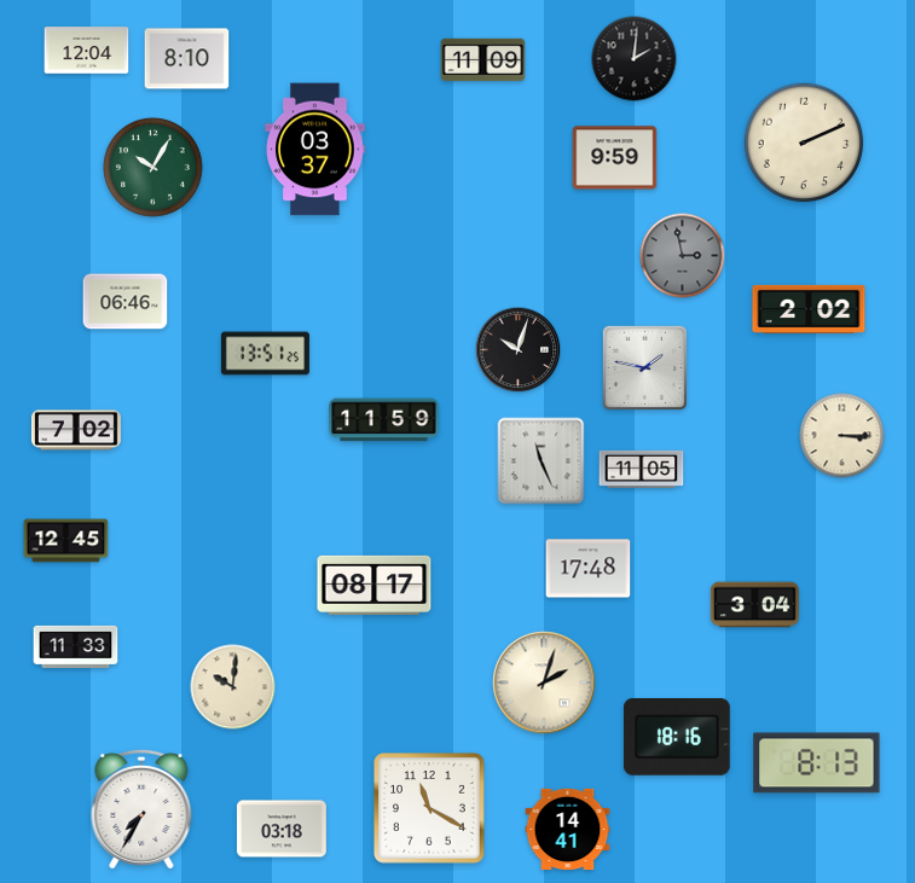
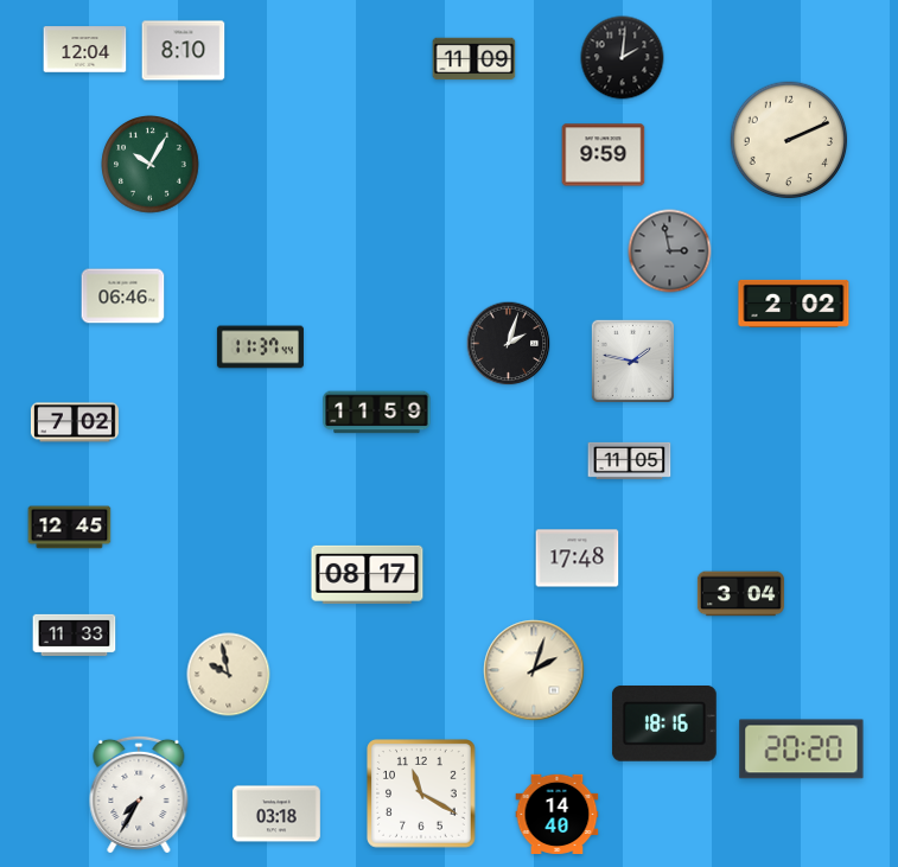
clock at (187, 59) position: (187, 59) -> (184, 51)
clock at (315, 150): 03:37 -> none
clock at (519, 350): 10:03 -> 2:03
clock at (265, 354): 13:51 -> 11:37
clock at (842, 436): 3:15 -> none
clock at (542, 461): 11:26 -> none
clock at (66, 541) position: (66, 541) -> (70, 528)
clock at (233, 687): 10:01 -> 9:58
clock at (817, 763): 8:13 -> 20:20
clock at (568, 829): 14:41 -> 14:40
